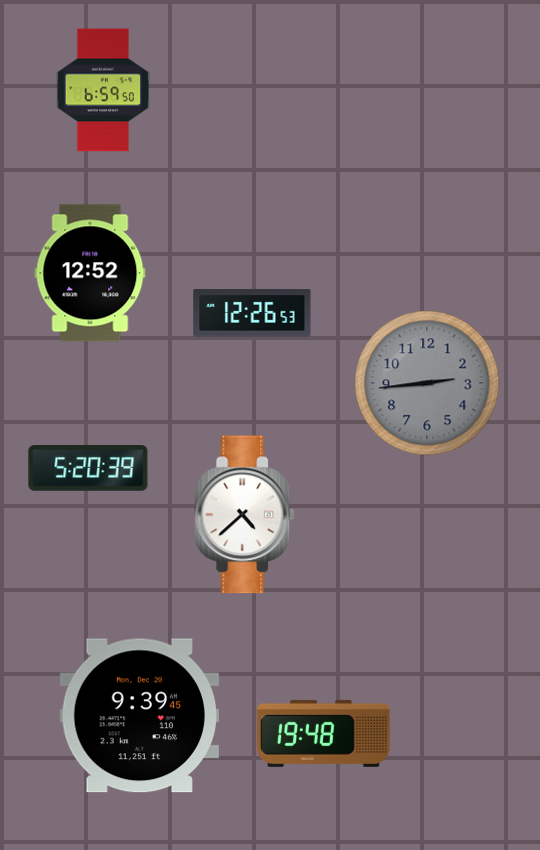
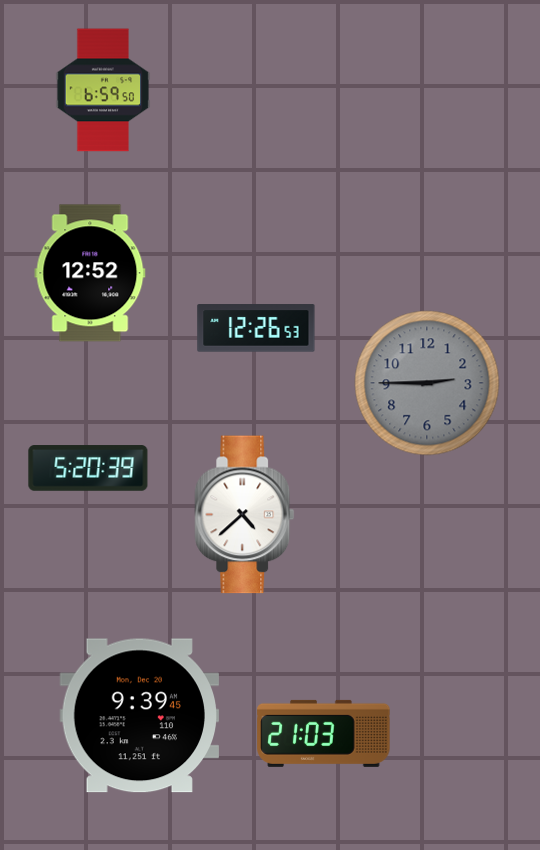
clock at (252, 313) position: (252, 313) -> (256, 328)
clock at (427, 383): 2:44 -> 2:45
clock at (324, 733): 19:48 -> 21:03
